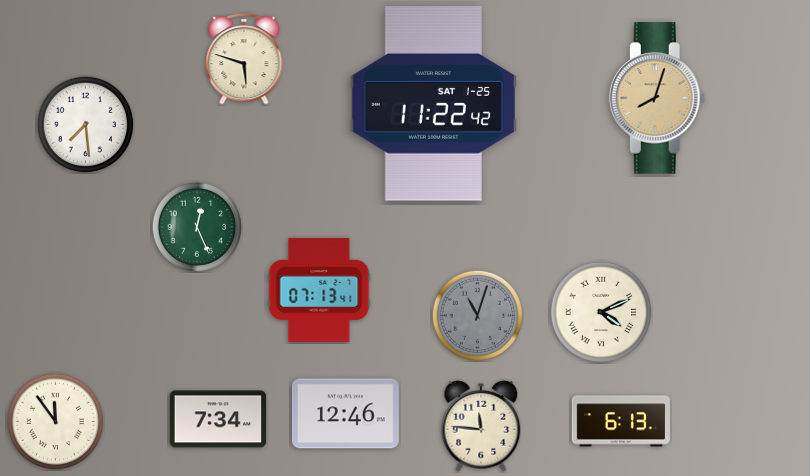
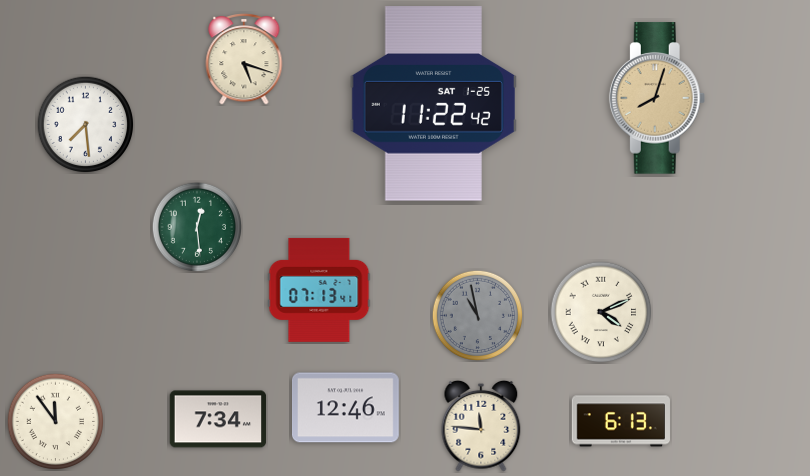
clock at (244, 60): 5:48 -> 5:18
clock at (196, 226): 12:26 -> 12:29
clock at (477, 315): 11:03 -> 10:58
clock at (346, 414) position: (346, 414) -> (346, 408)
